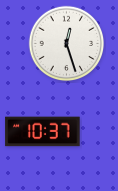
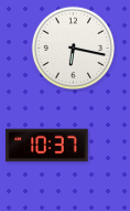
clock at (67, 44): 12:27 -> 6:17
